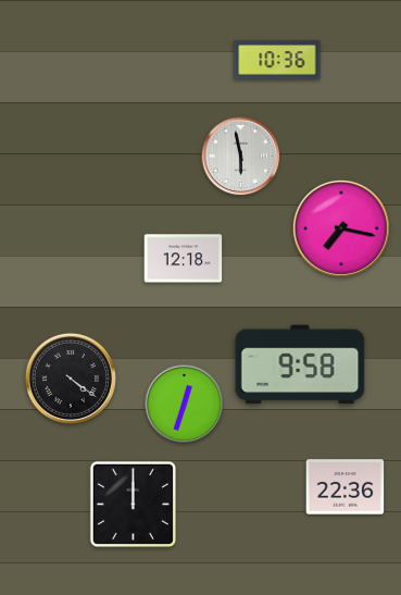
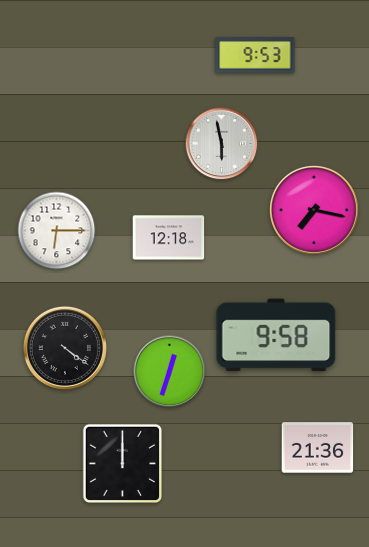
clock at (277, 60): 10:36 -> 9:53
clock at (57, 231): none -> 6:15
clock at (346, 487): 22:36 -> 21:36
